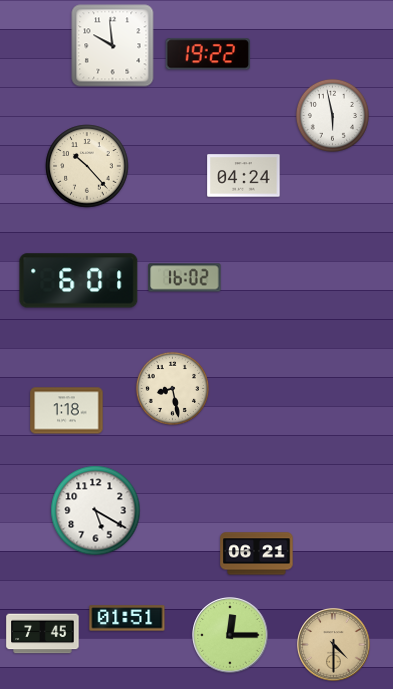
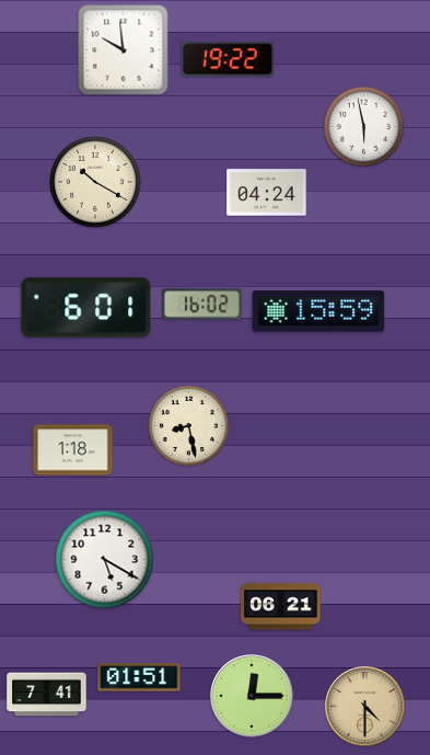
clock at (87, 166): 10:23 -> 10:20
clock at (318, 311): none -> 15:59
clock at (43, 634): 7:45 -> 7:41
